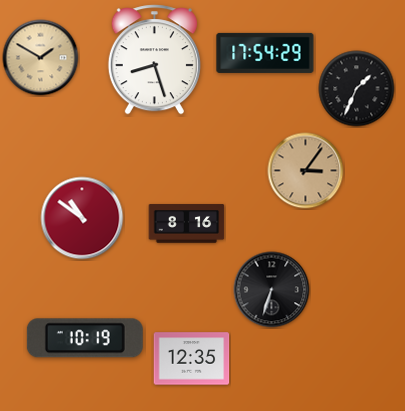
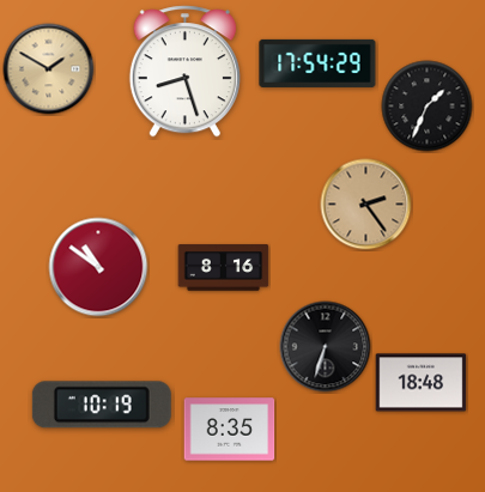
clock at (306, 171): 3:06 -> 2:24
clock at (82, 218) position: (82, 218) -> (98, 267)
clock at (422, 383): none -> 18:48
clock at (192, 359): 12:35 -> 8:35
